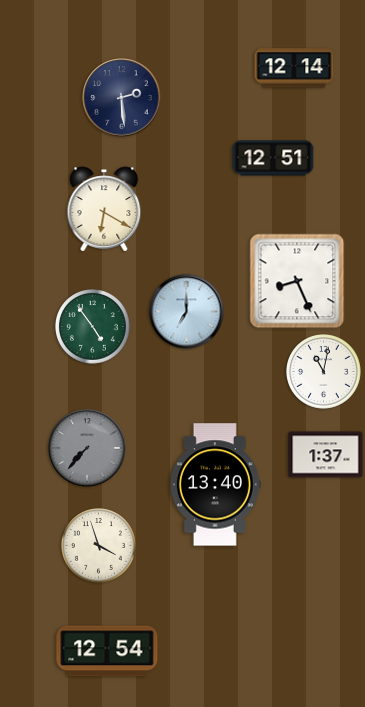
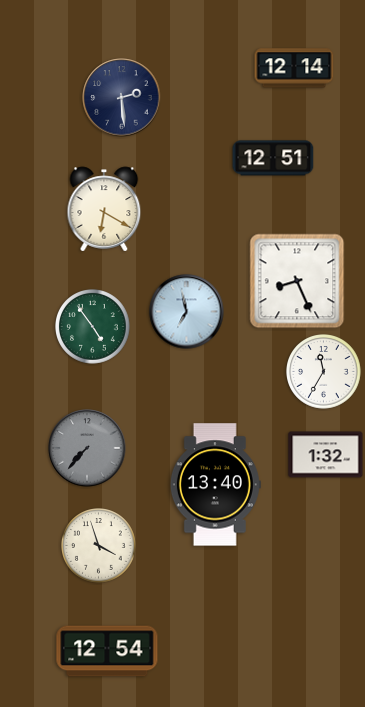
clock at (187, 312): 7:00 -> 6:58
clock at (324, 372): 11:02 -> 11:35
clock at (326, 455): 1:37 -> 1:32
